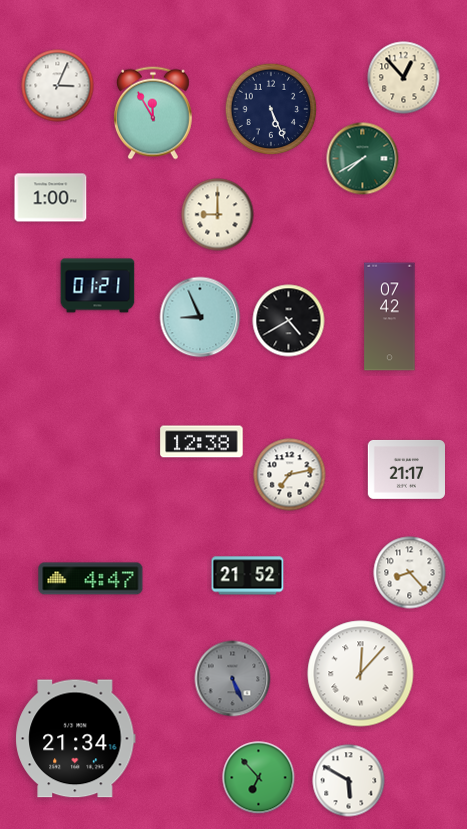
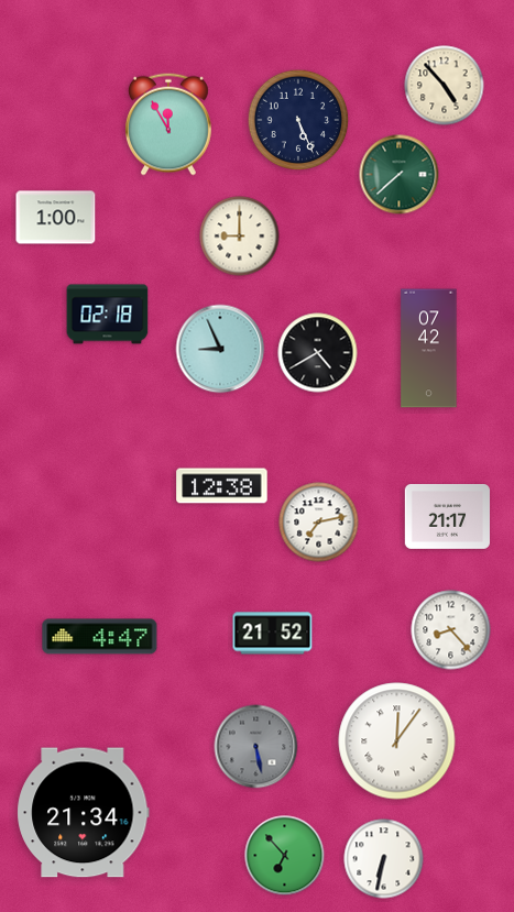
clock at (404, 78): 12:53 -> 4:53
clock at (58, 86): 3:04 -> none
clock at (363, 159): 7:40 -> 7:38
clock at (98, 286): 01:21 -> 02:18
clock at (361, 674): 12:07 -> 12:06
clock at (233, 679): 5:26 -> 5:28
clock at (349, 781): 5:50 -> 6:32
